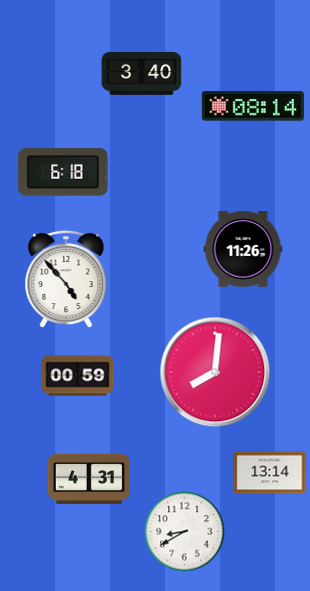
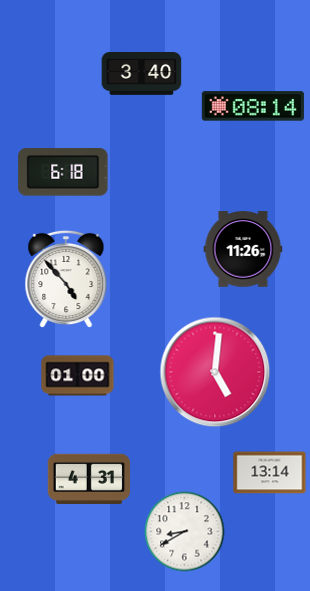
clock at (215, 372): 8:01 -> 5:01
clock at (78, 376): 00:59 -> 01:00
